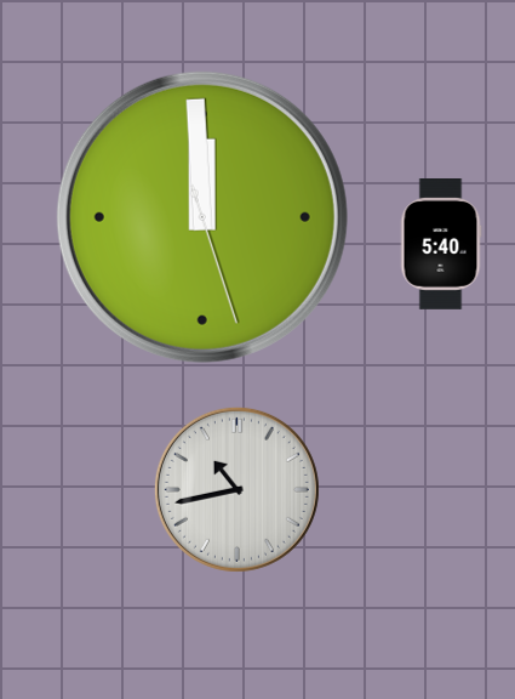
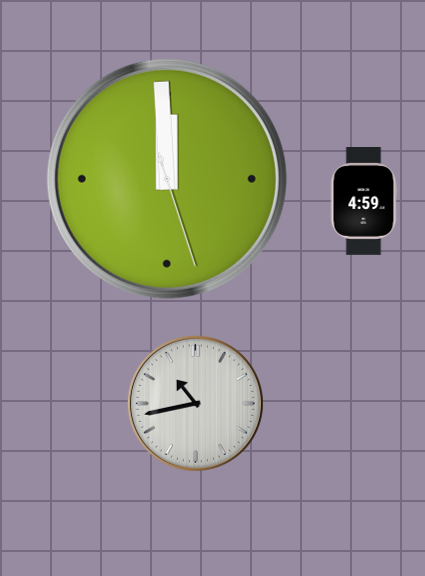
clock at (441, 245): 5:40 -> 4:59
